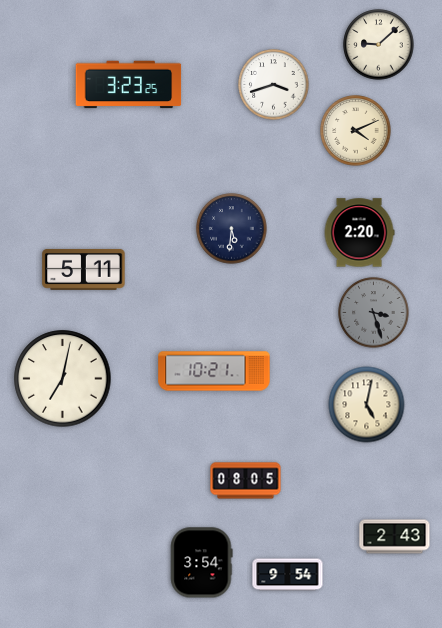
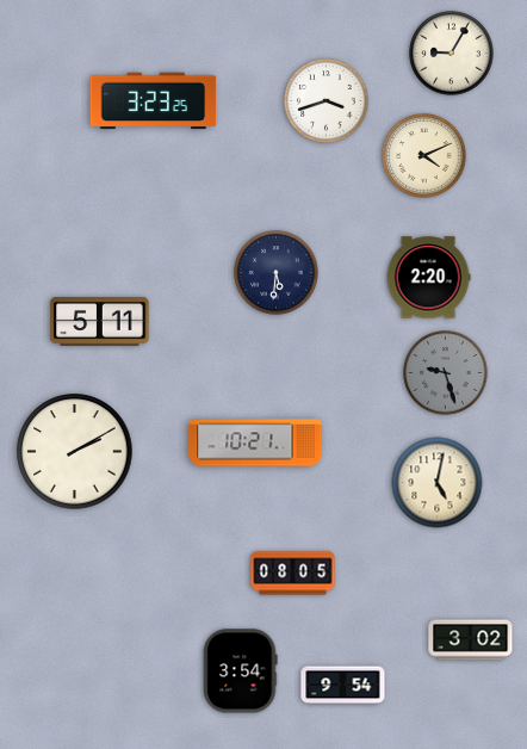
clock at (379, 45): 9:08 -> 9:05
clock at (374, 313): 3:27 -> 9:27
clock at (63, 379): 7:02 -> 2:10
clock at (395, 537): 2:43 -> 3:02
